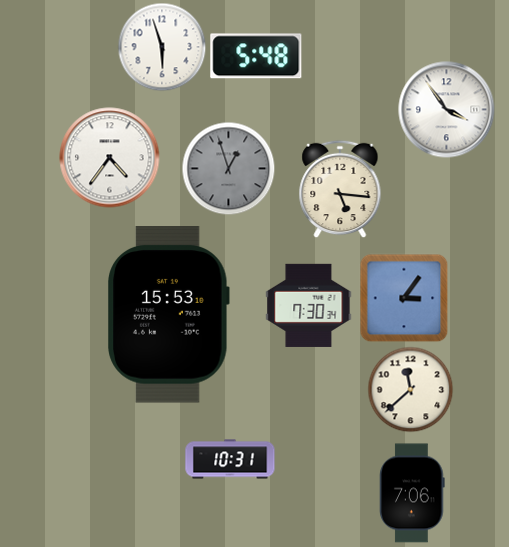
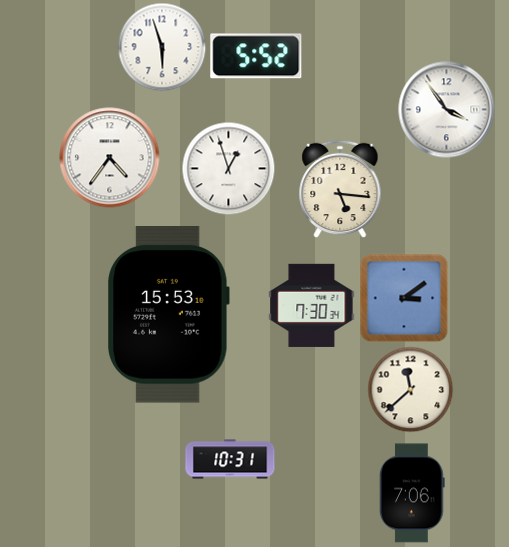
clock at (256, 56): 5:48 -> 5:52
clock at (228, 168) dial: grey -> white
clock at (404, 298): 3:06 -> 3:09
clock at (309, 305) position: (309, 305) -> (312, 305)
